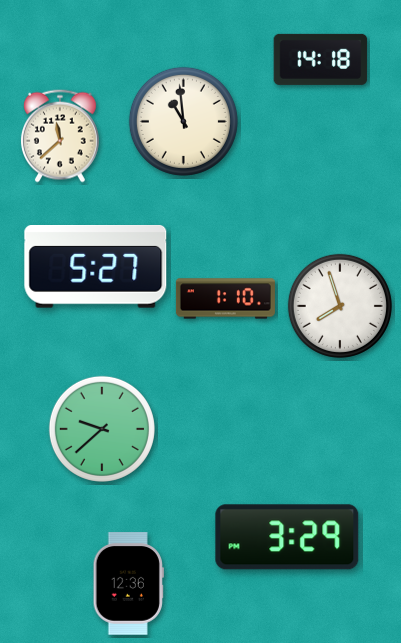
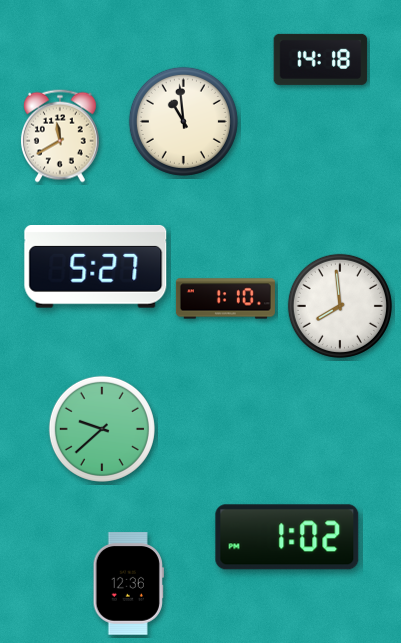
clock at (60, 136): 11:38 -> 11:40
clock at (340, 306): 7:57 -> 7:59
clock at (287, 537): 3:29 -> 1:02
